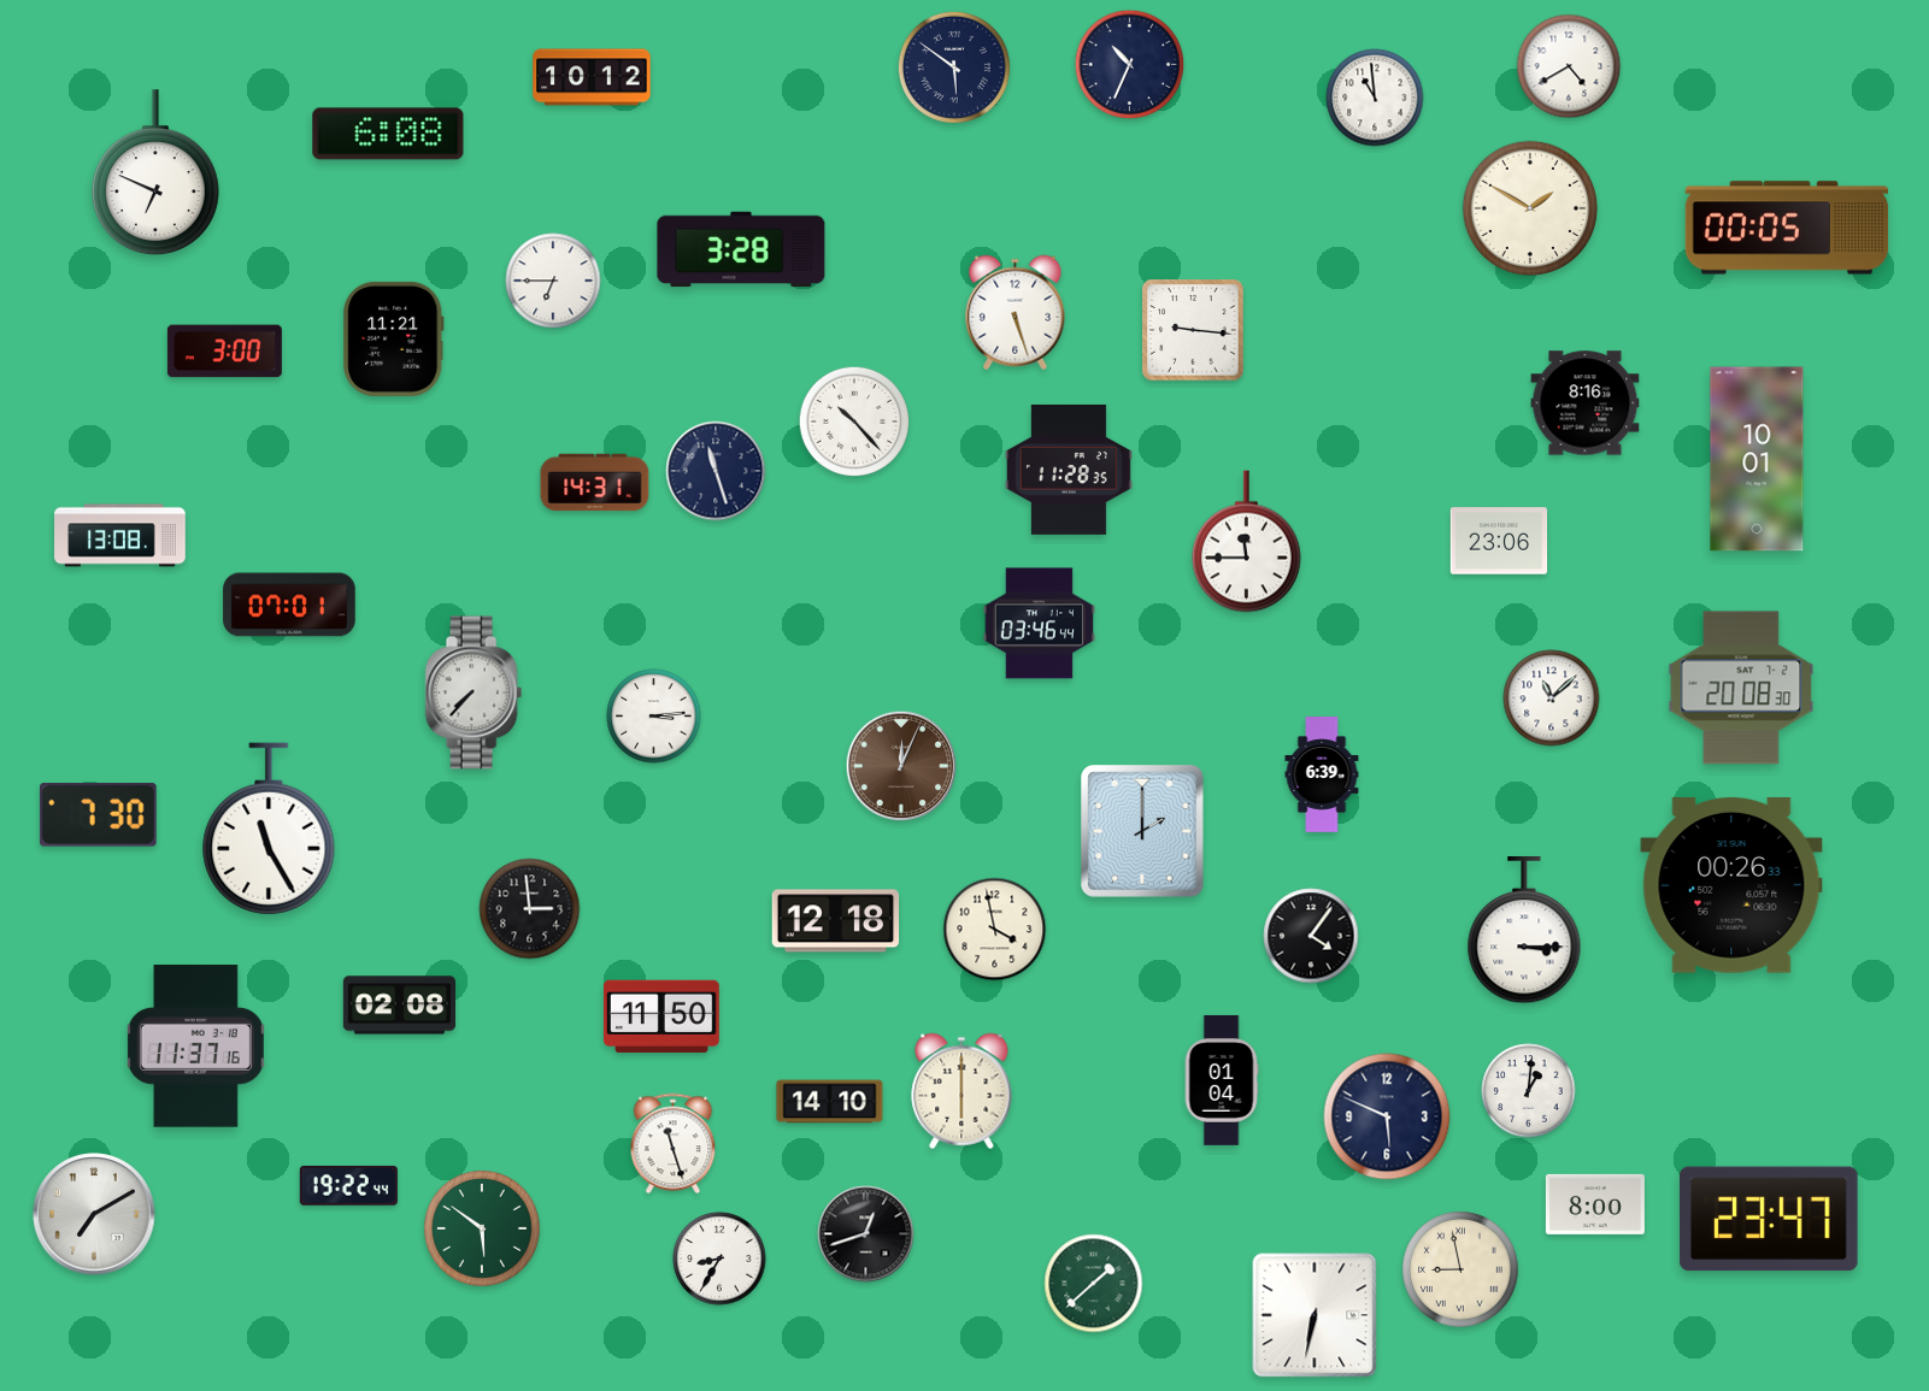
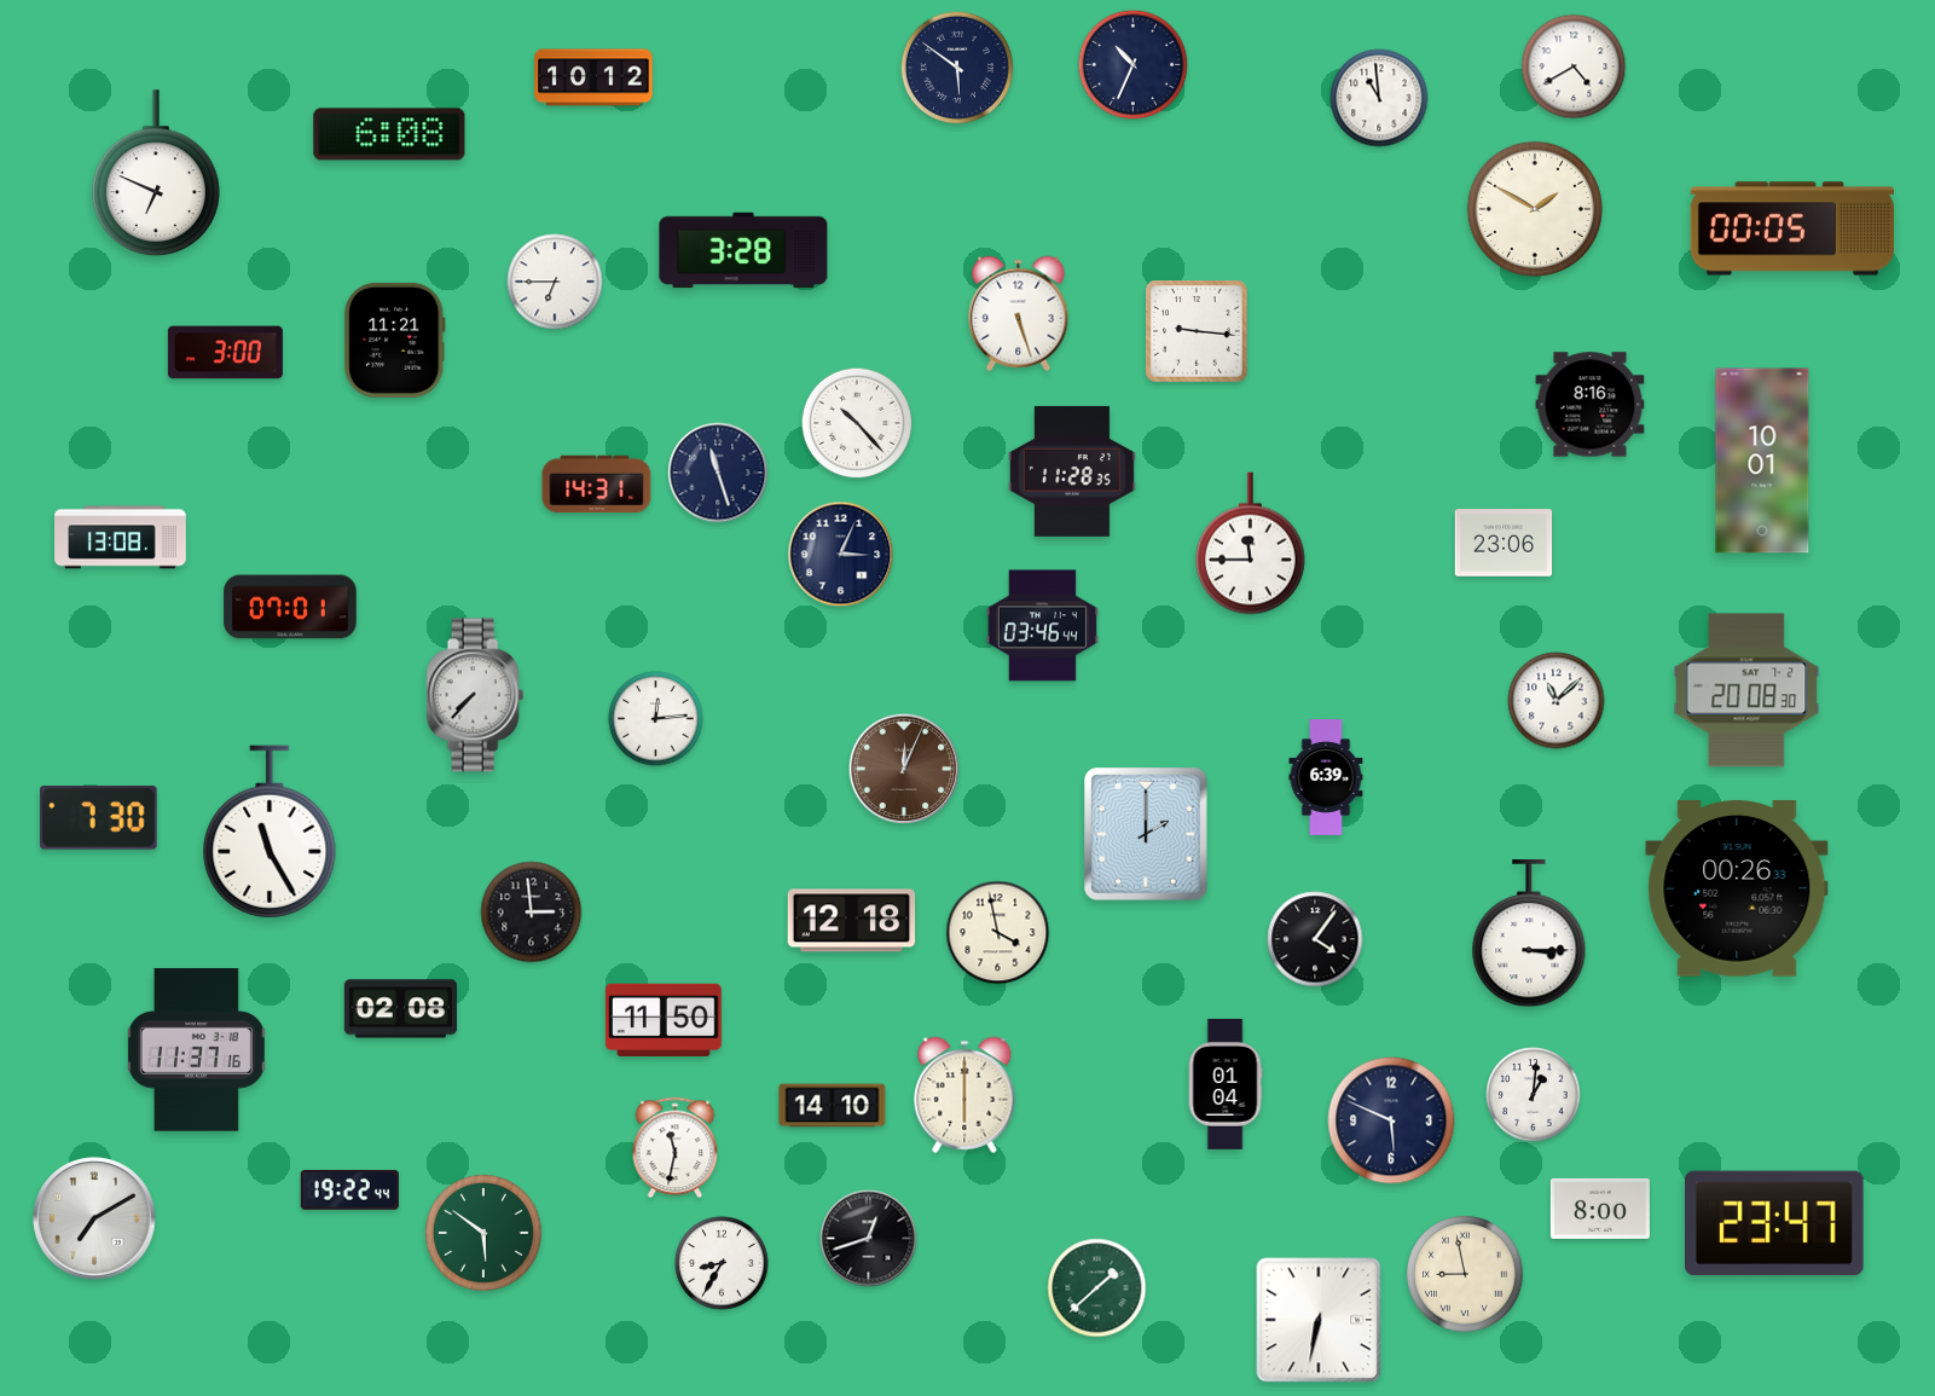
clock at (841, 555): none -> 3:04
clock at (654, 717): 3:14 -> 12:14
clock at (836, 921) position: (836, 921) -> (852, 921)
clock at (674, 1144): 11:27 -> 11:32
